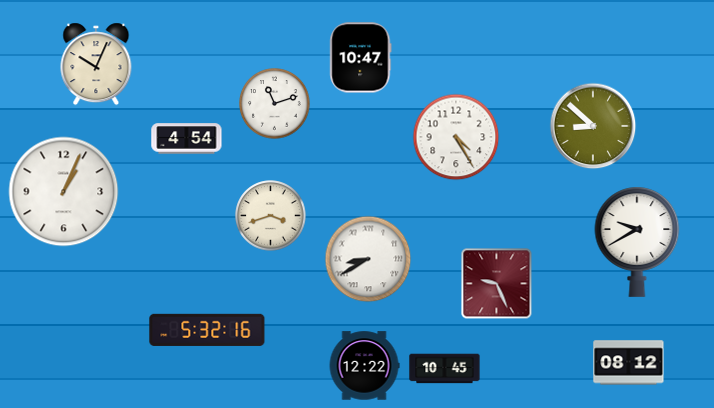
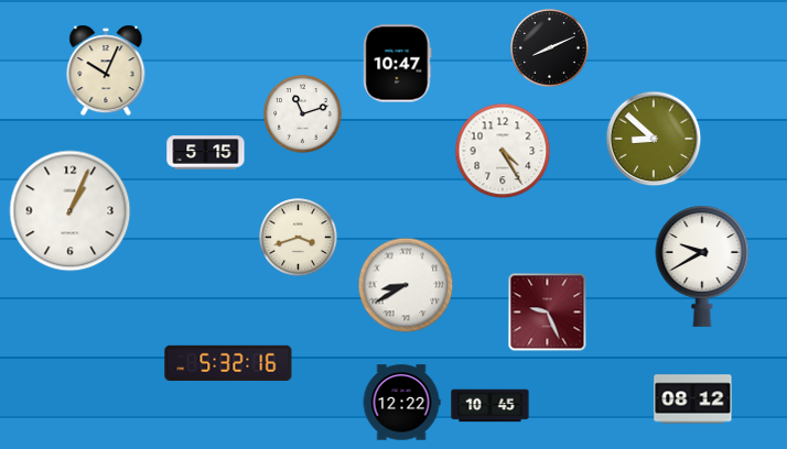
clock at (550, 48): none -> 8:11
clock at (187, 139): 4:54 -> 5:15
